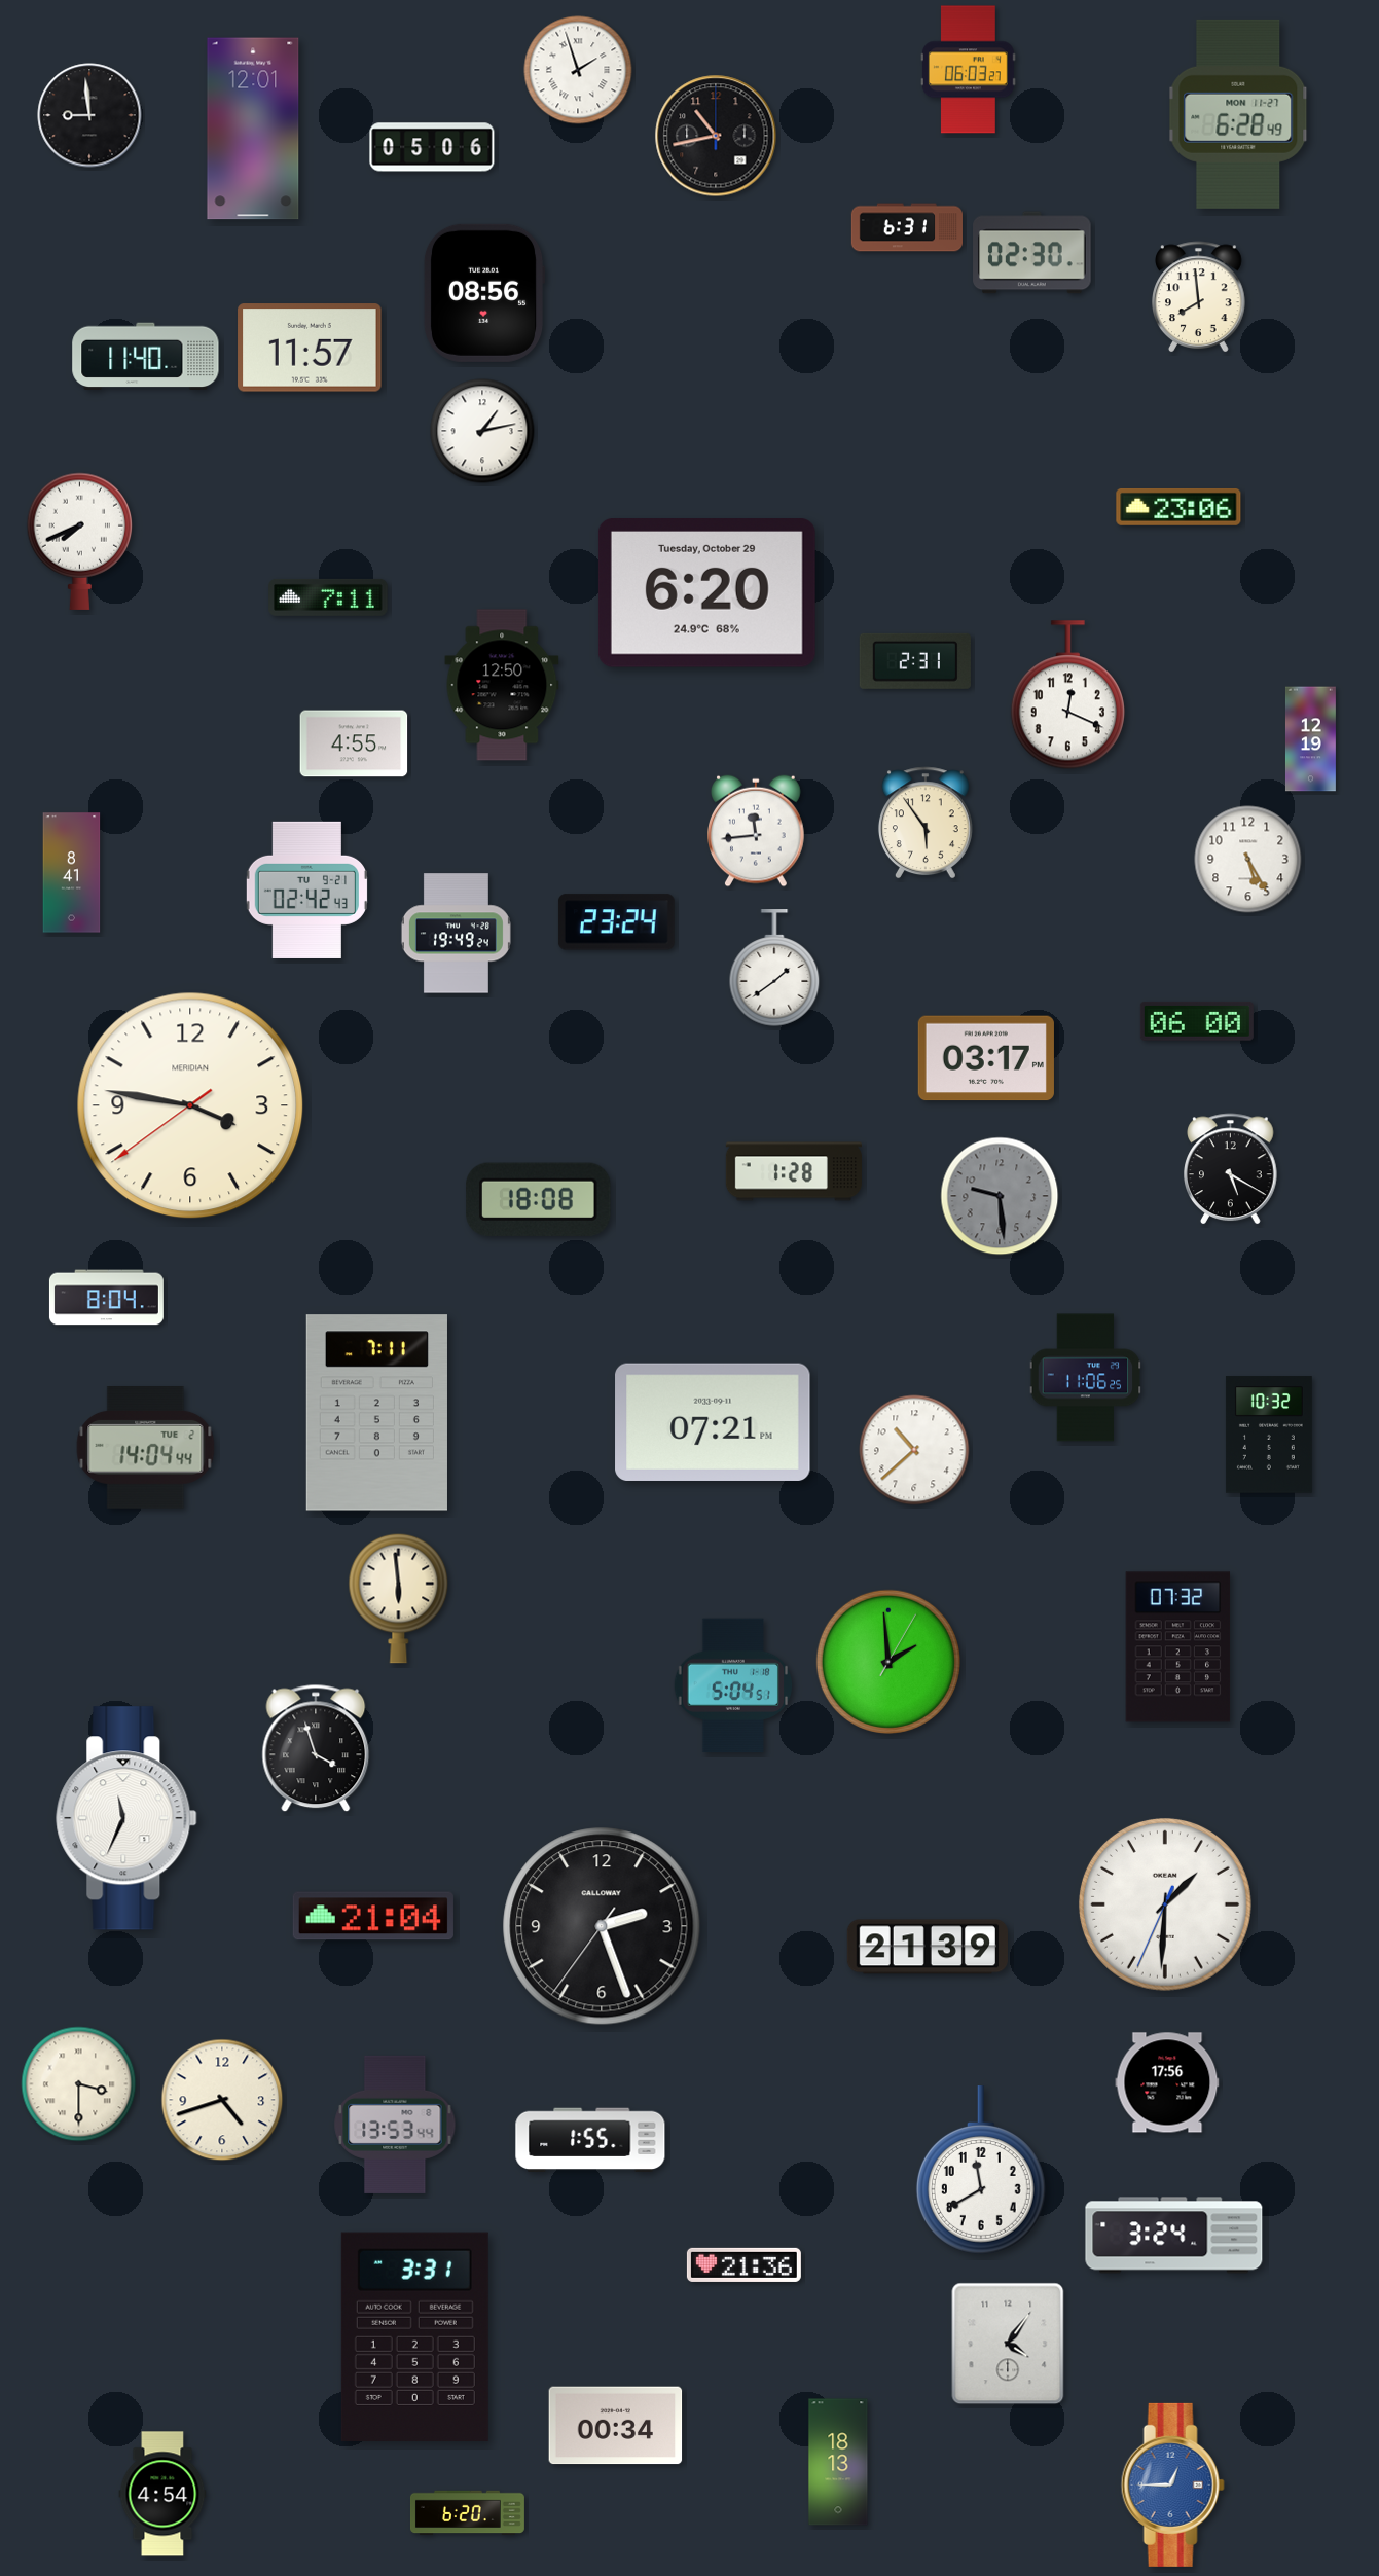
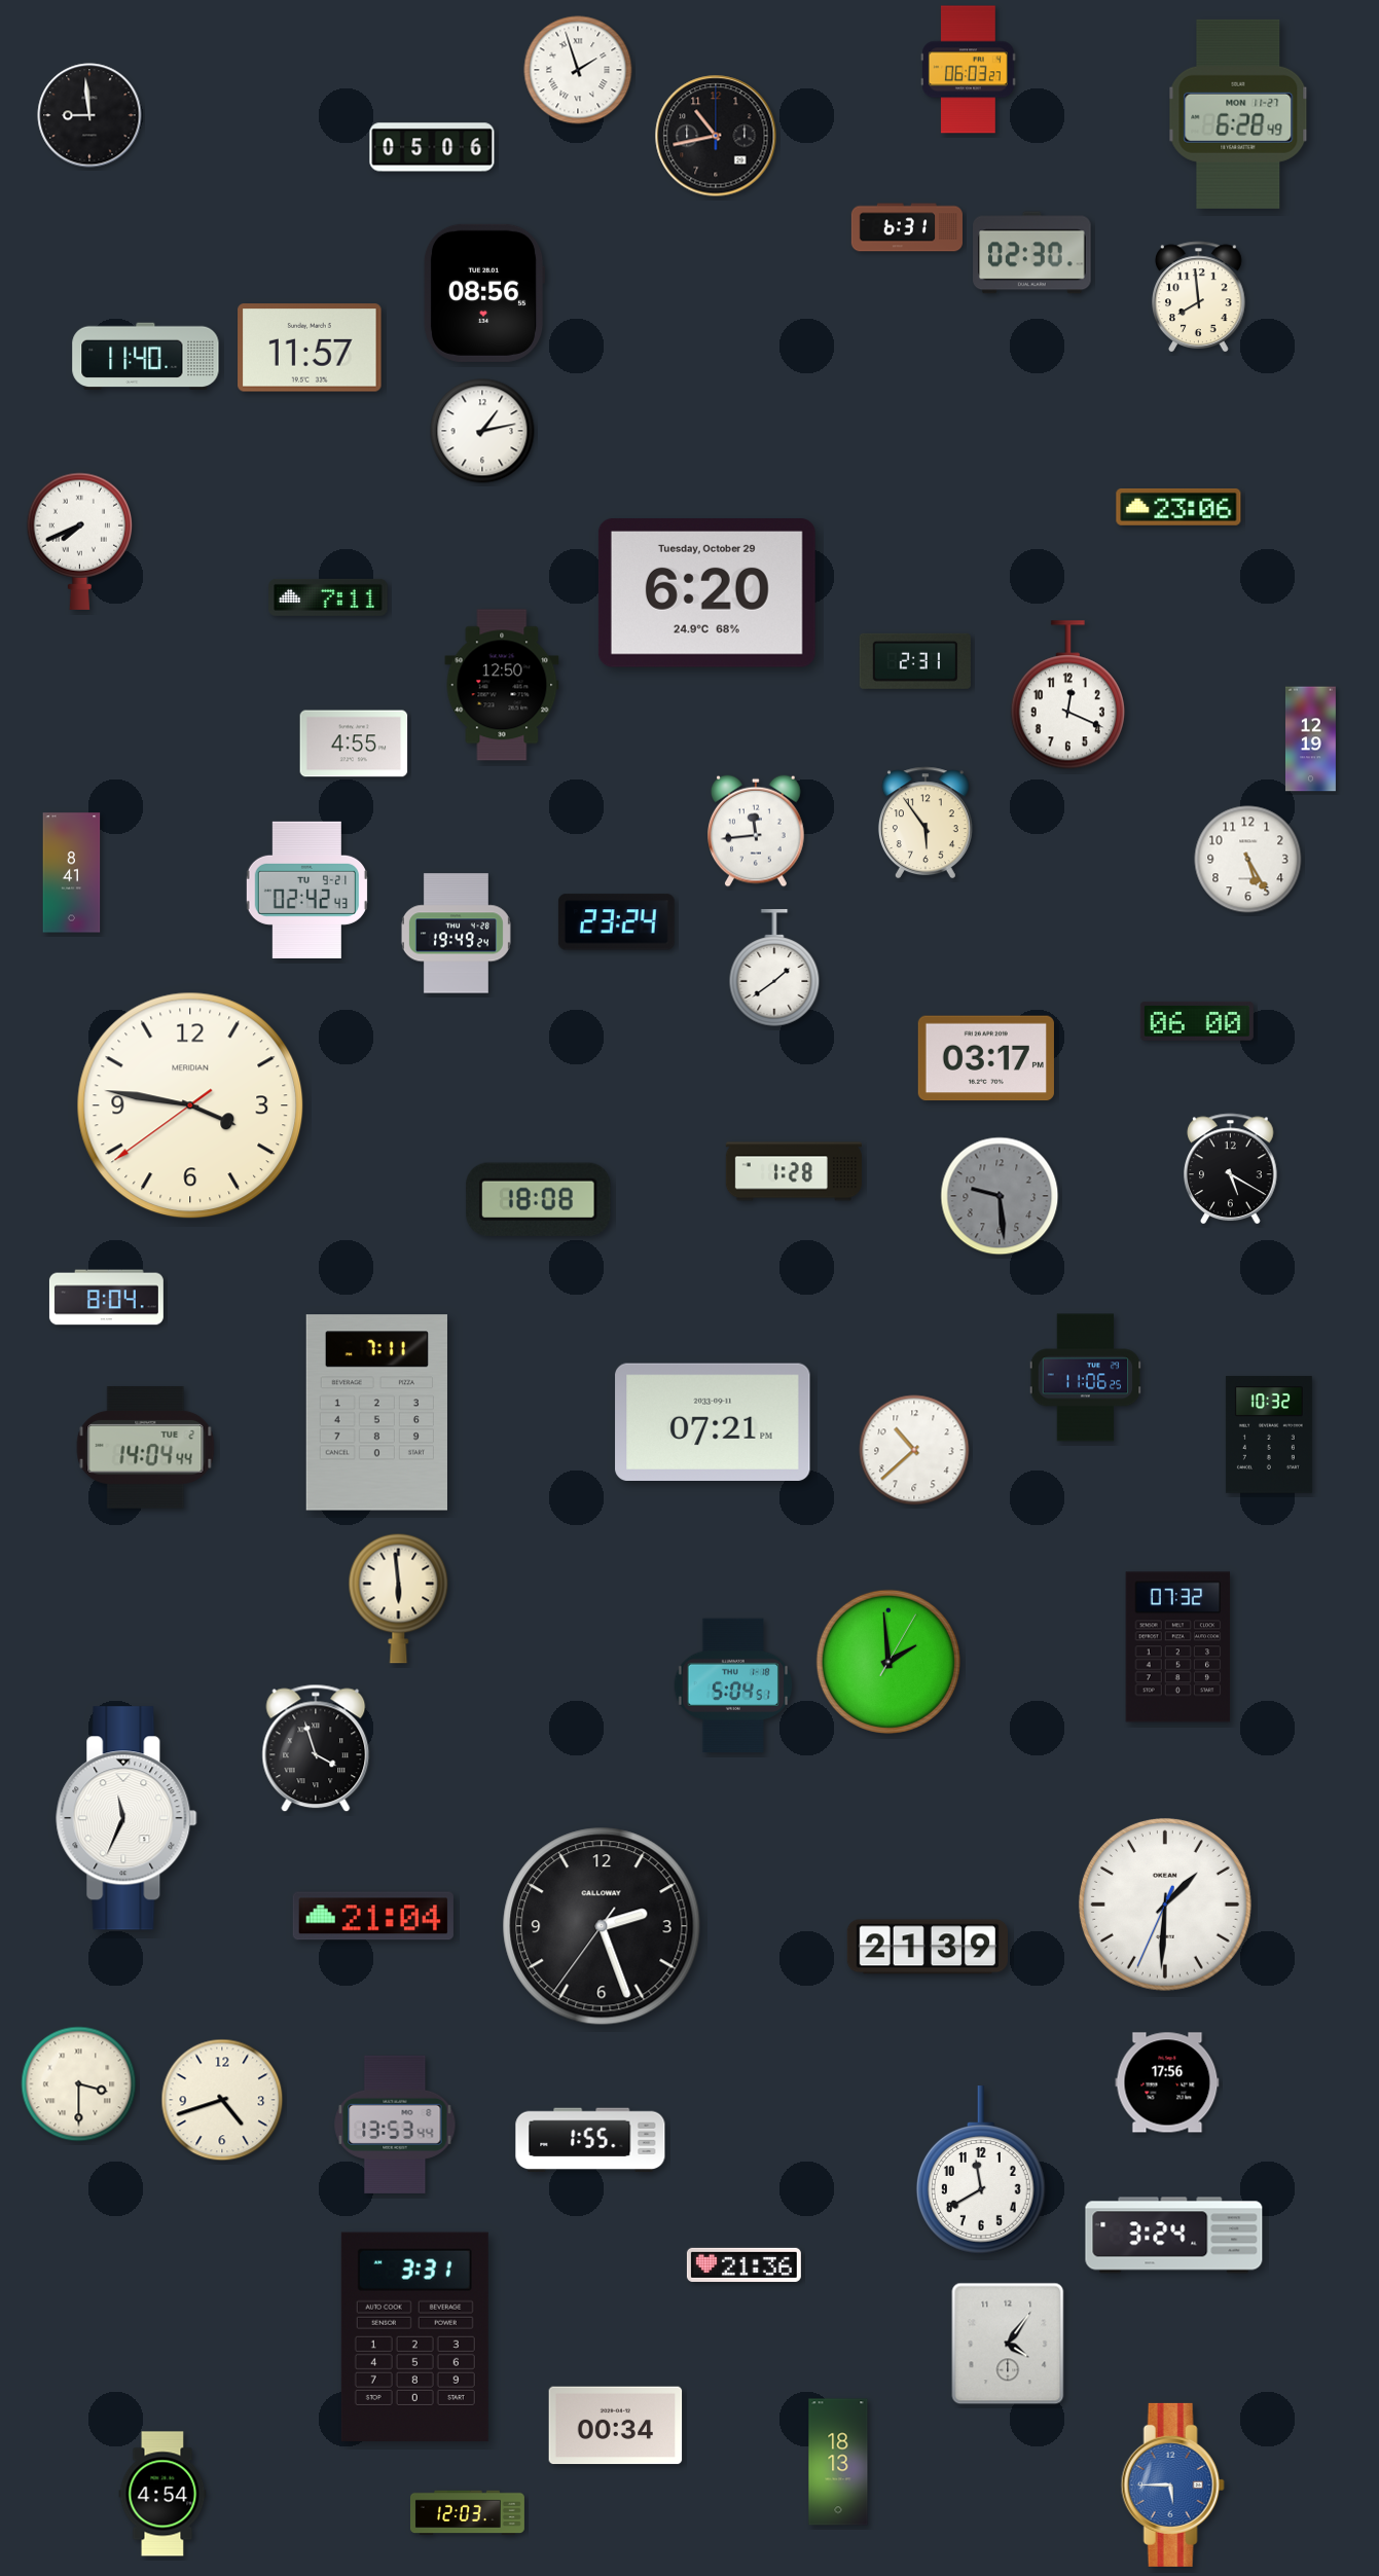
clock at (253, 129): 12:01 -> none
clock at (1172, 2484): 12:45 -> 5:45
clock at (467, 2513): 6:20 -> 12:03
